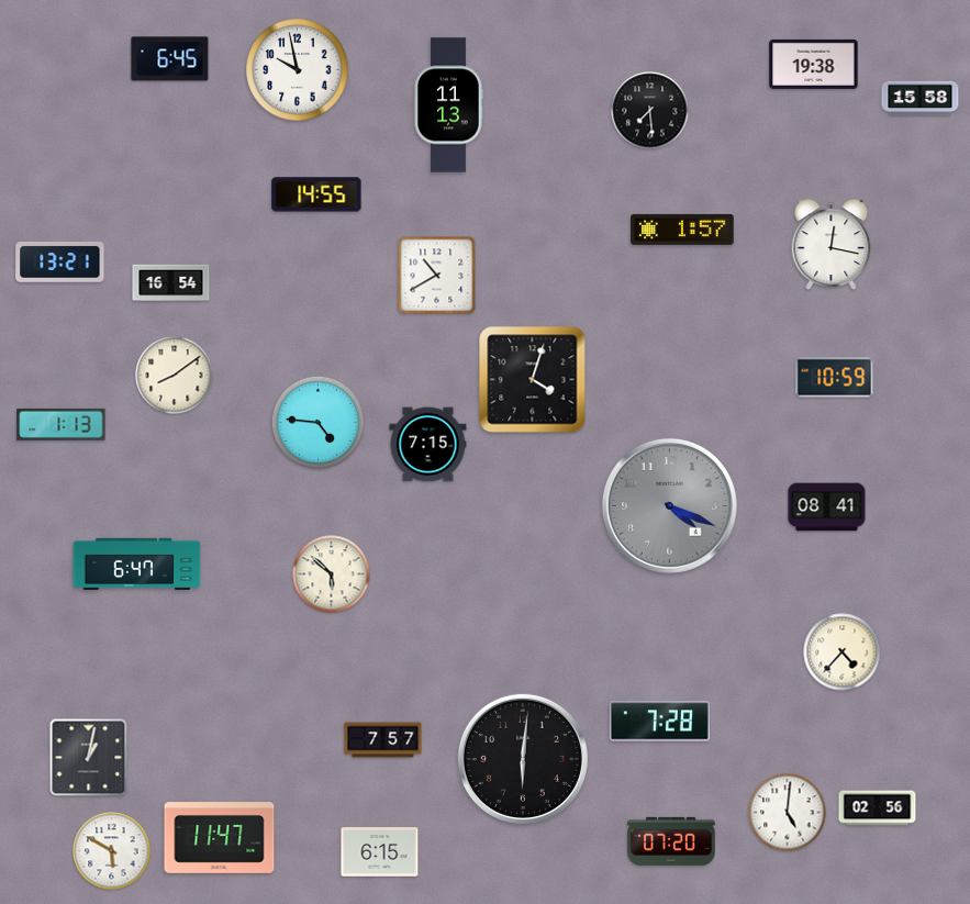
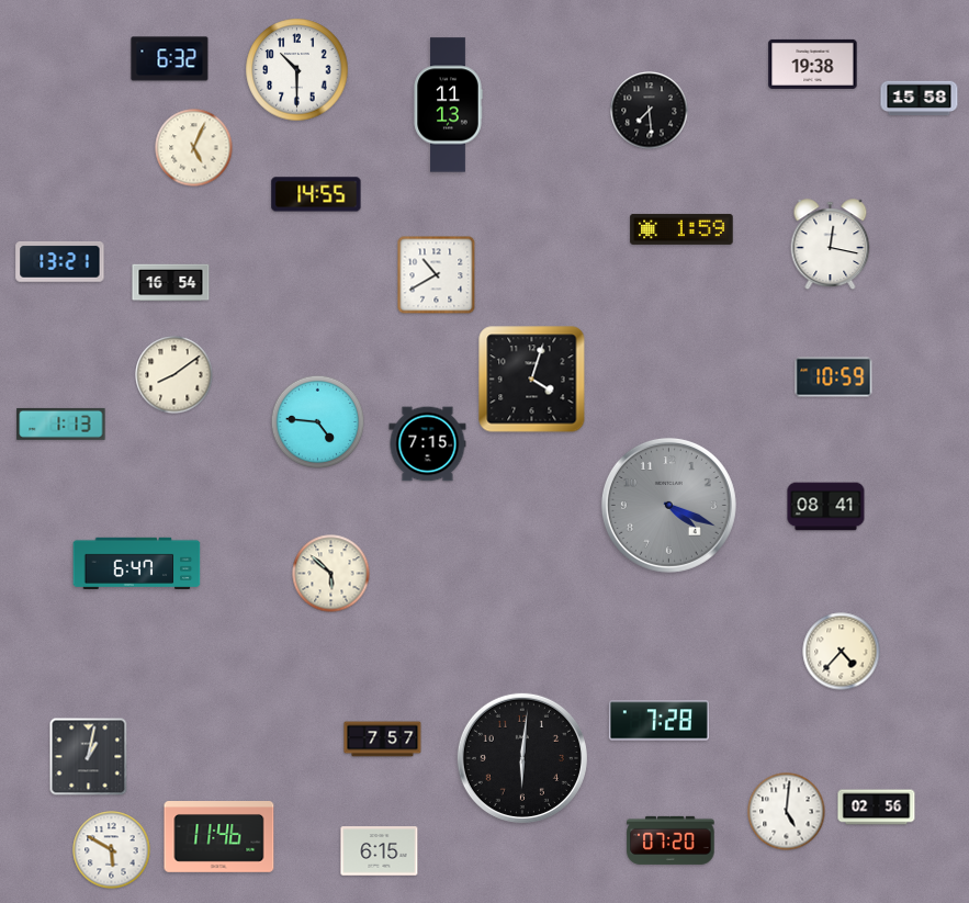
clock at (170, 59): 6:45 -> 6:32
clock at (298, 70): 9:58 -> 10:30
clock at (194, 148): none -> 5:04
clock at (682, 230): 1:57 -> 1:59
clock at (220, 838): 11:47 -> 11:46
